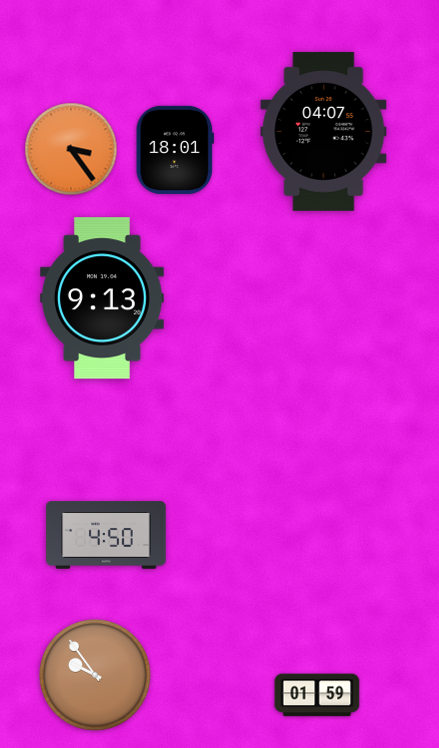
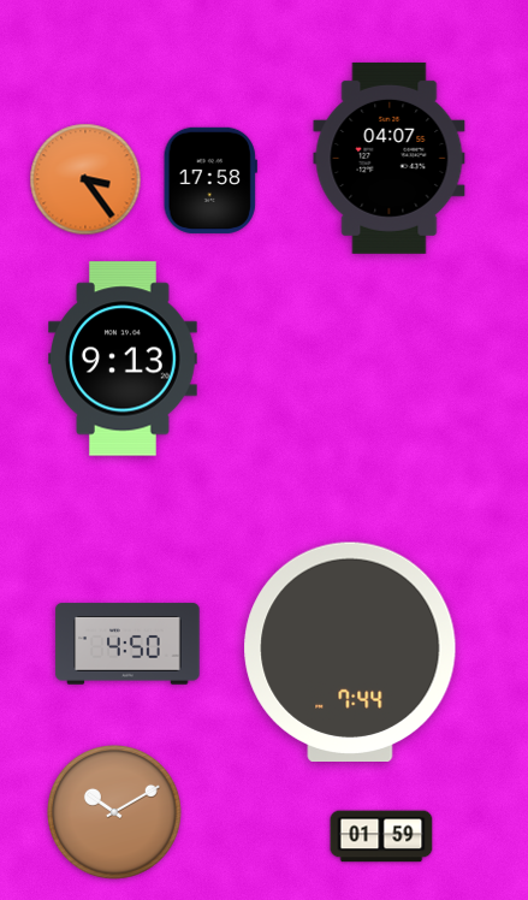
clock at (175, 150): 18:01 -> 17:58
clock at (350, 651): none -> 7:44
clock at (96, 676): 9:54 -> 10:10
